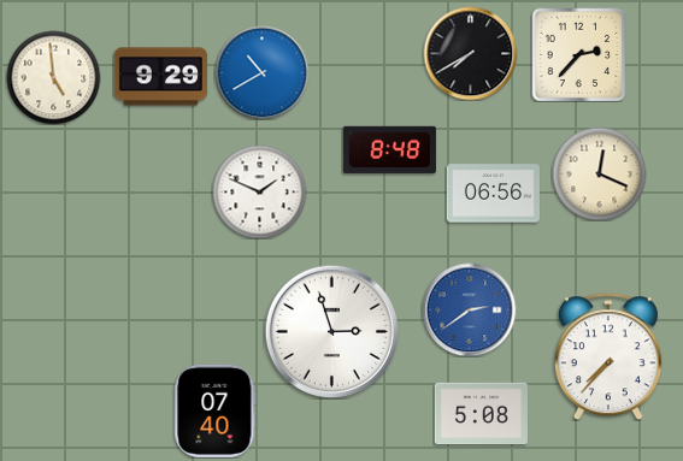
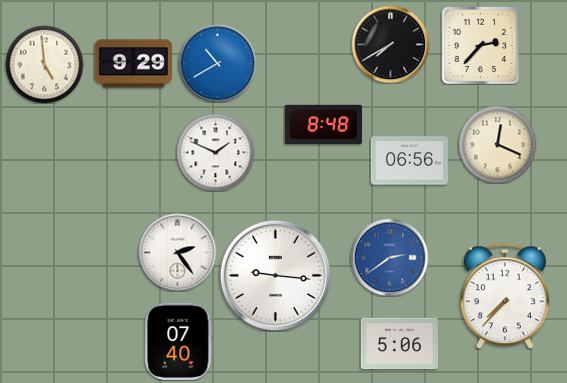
clock at (261, 72) position: (261, 72) -> (217, 63)
clock at (259, 191) position: (259, 191) -> (215, 152)
clock at (177, 252): none -> 2:24
clock at (331, 331): 2:57 -> 9:16
clock at (481, 414): 5:08 -> 5:06
